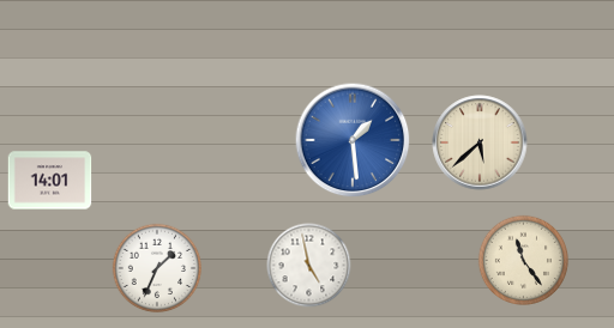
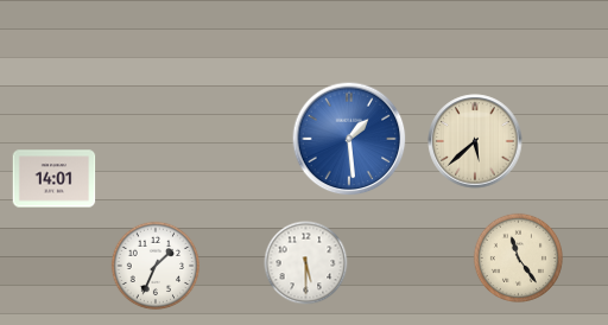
clock at (50, 181) position: (50, 181) -> (55, 179)
clock at (309, 266): 4:58 -> 5:30
